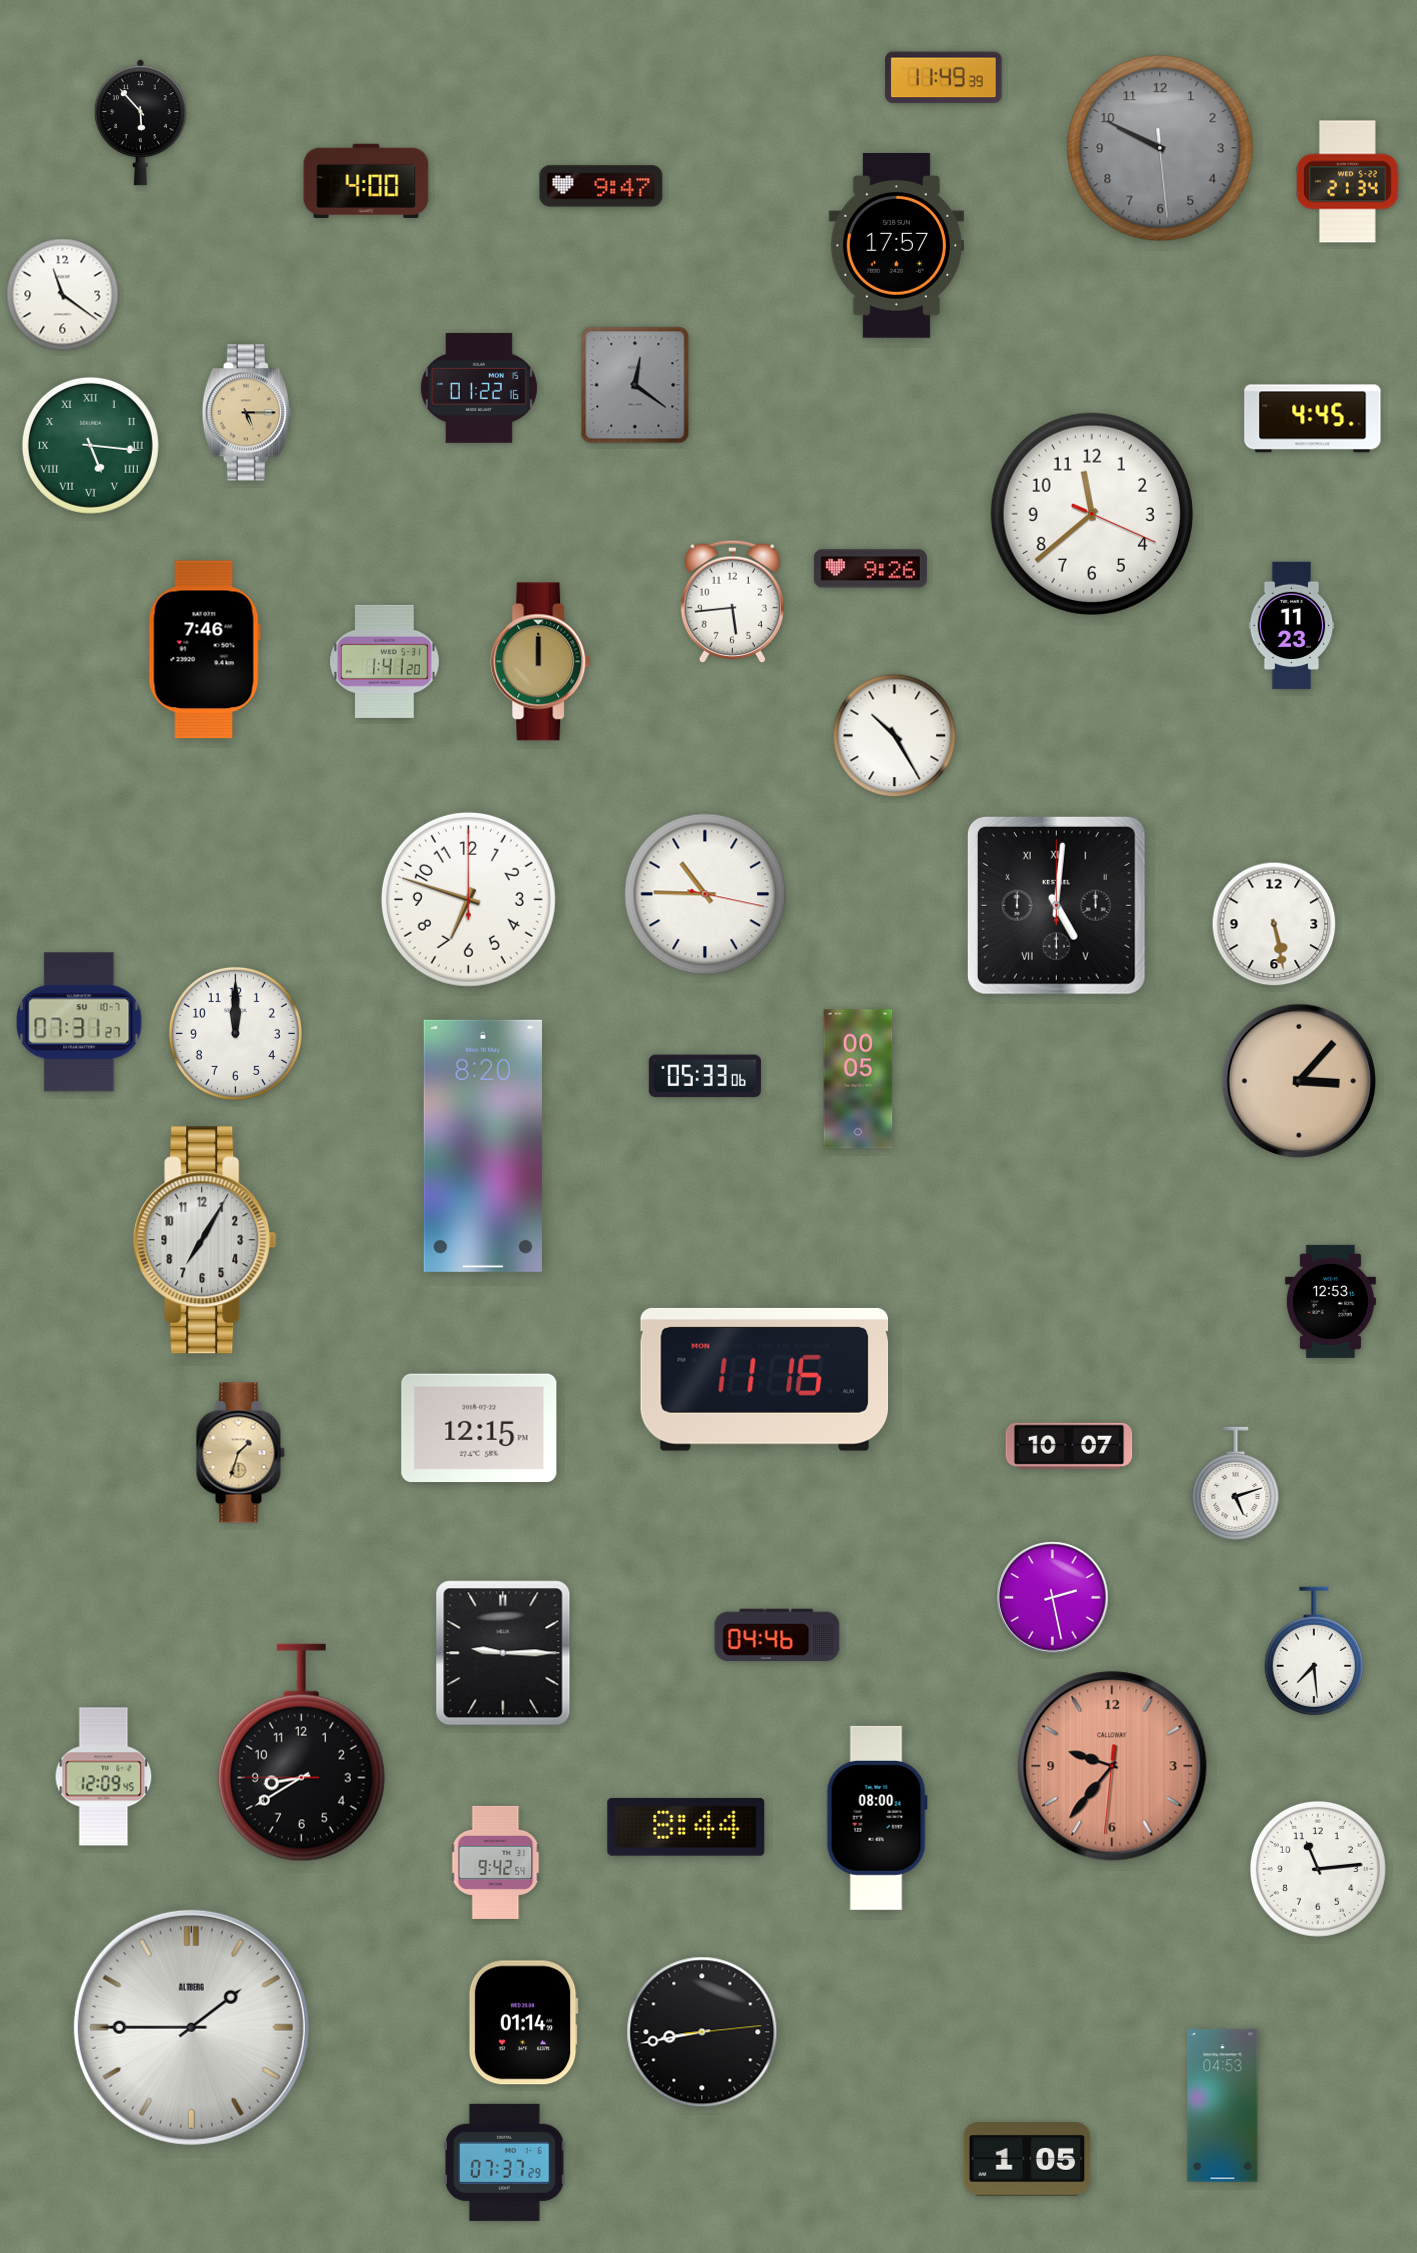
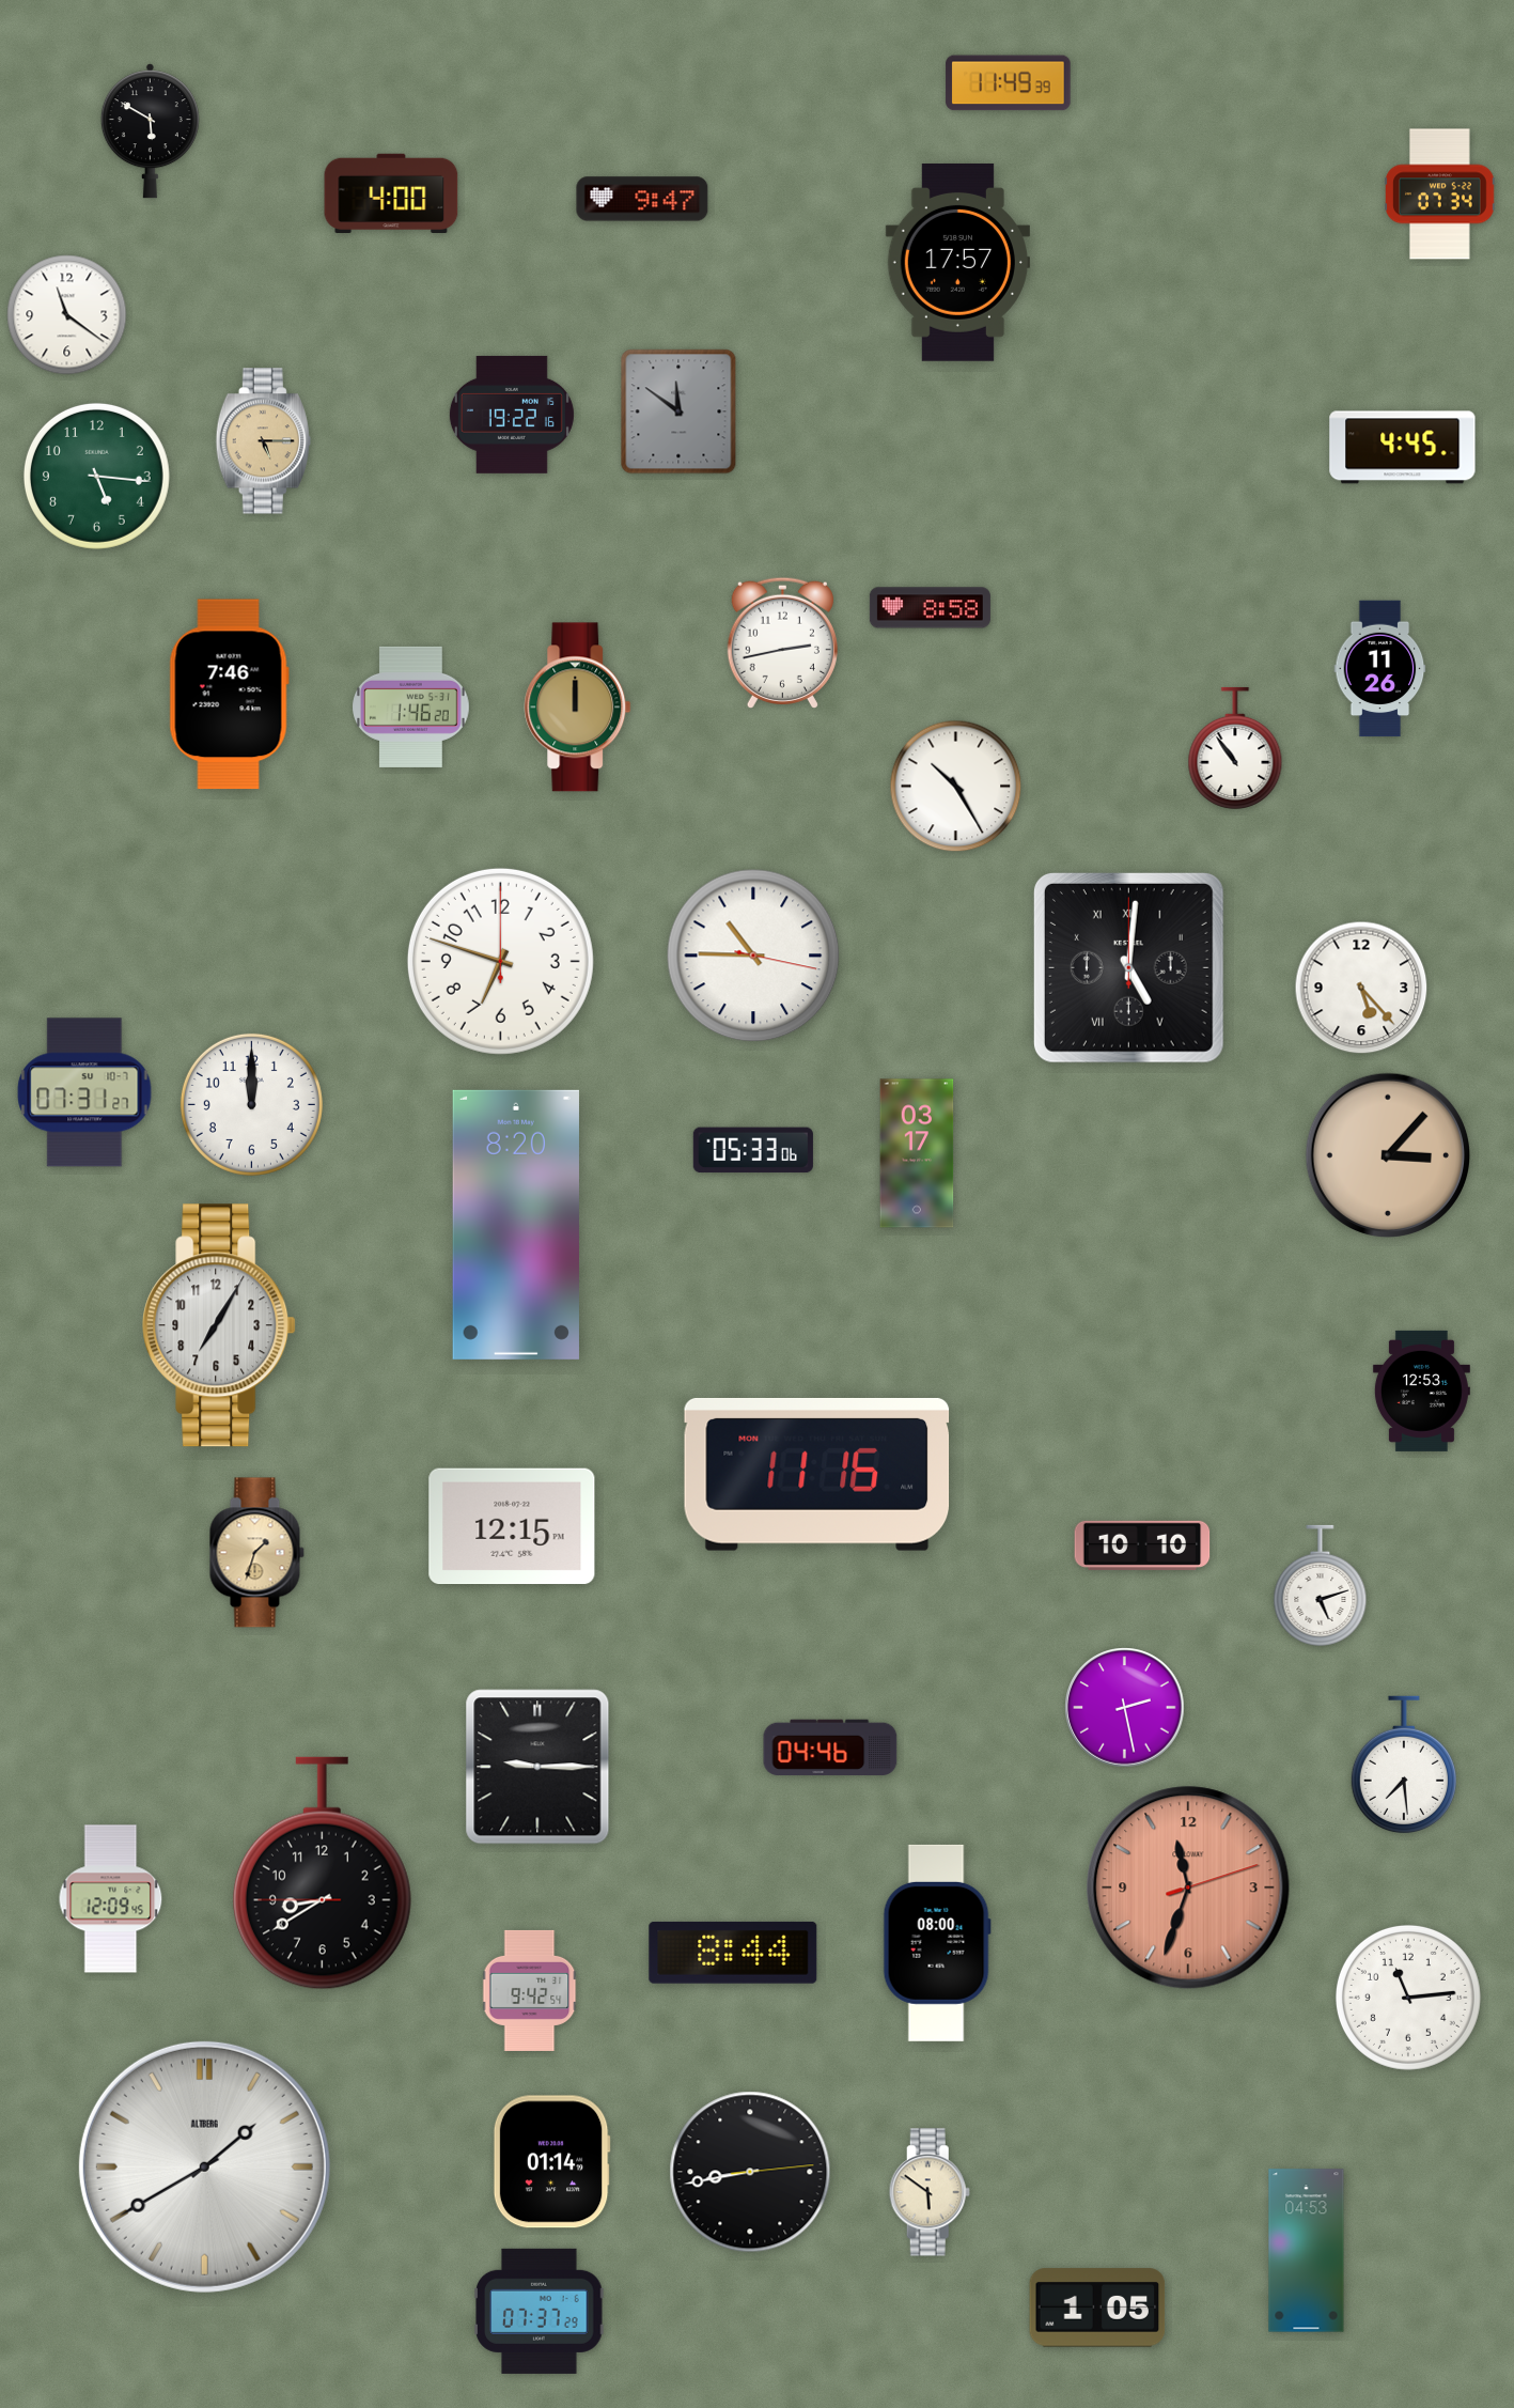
clock at (140, 123): 5:53 -> 5:50
clock at (1160, 148): 9:49 -> none
clock at (1348, 182): 21:34 -> 07:34
clock at (635, 385): 12:21 -> 11:51
clock at (479, 388): 01:22 -> 19:22
clock at (90, 445) numerals: Roman -> Arabic
clock at (1092, 514): 11:38 -> none
clock at (870, 569): 9:26 -> 8:58
clock at (732, 601): 5:44 -> 2:43
clock at (1292, 626): 11:23 -> 11:26
clock at (204, 650) position: (204, 650) -> (229, 695)
clock at (385, 661): 1:41 -> 1:46
clock at (1235, 748): none -> 10:54
clock at (1274, 924): 5:28 -> 5:23
clock at (858, 1079): 00:05 -> 03:17
clock at (1069, 1446): 10:07 -> 10:10
clock at (1112, 1766): 9:36 -> 11:33
clock at (523, 2023) position: (523, 2023) -> (551, 2162)
clock at (191, 2027): 1:45 -> 1:40
clock at (930, 2192): none -> 5:51
